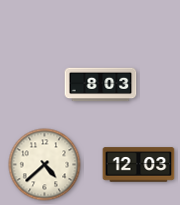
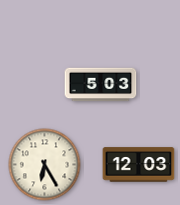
clock at (101, 85): 8:03 -> 5:03
clock at (45, 165): 4:38 -> 6:25
